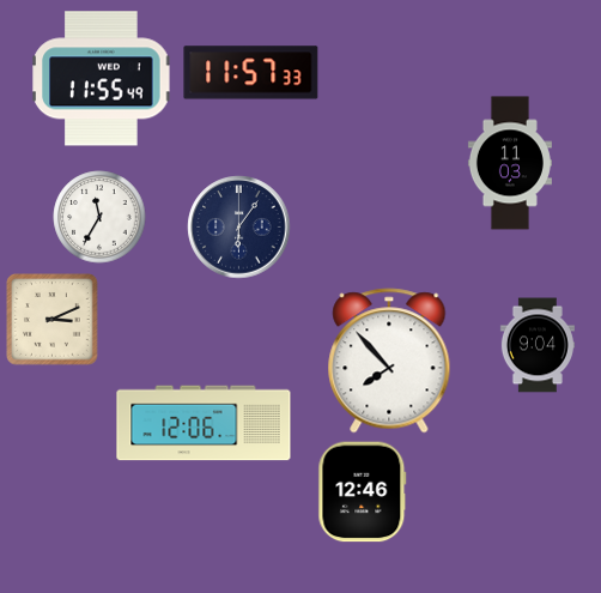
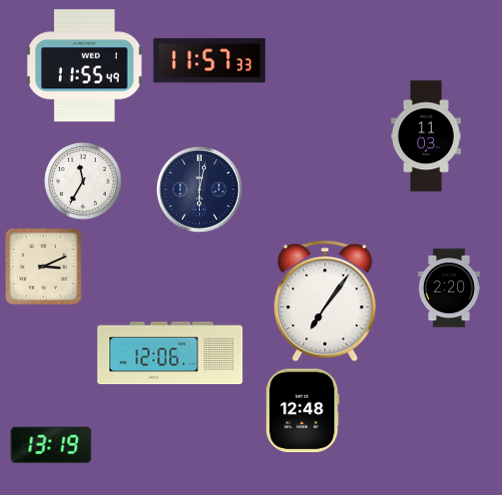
clock at (239, 228): 6:06 -> 6:02
clock at (538, 345): 9:04 -> 2:20
clock at (389, 361): 7:53 -> 7:06
clock at (363, 492): 12:46 -> 12:48
clock at (51, 445): none -> 13:19
